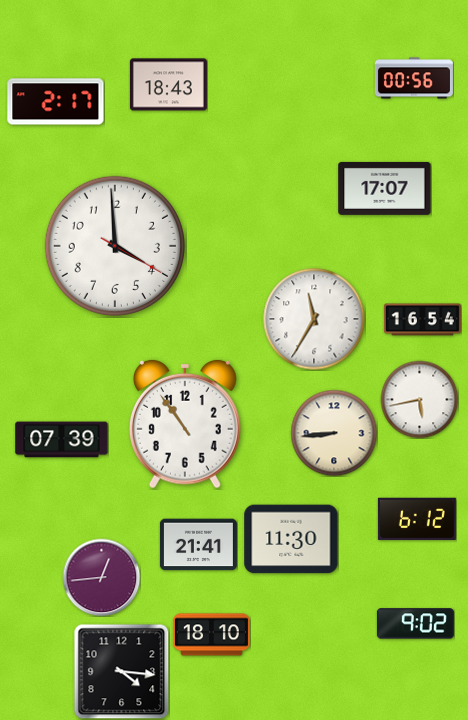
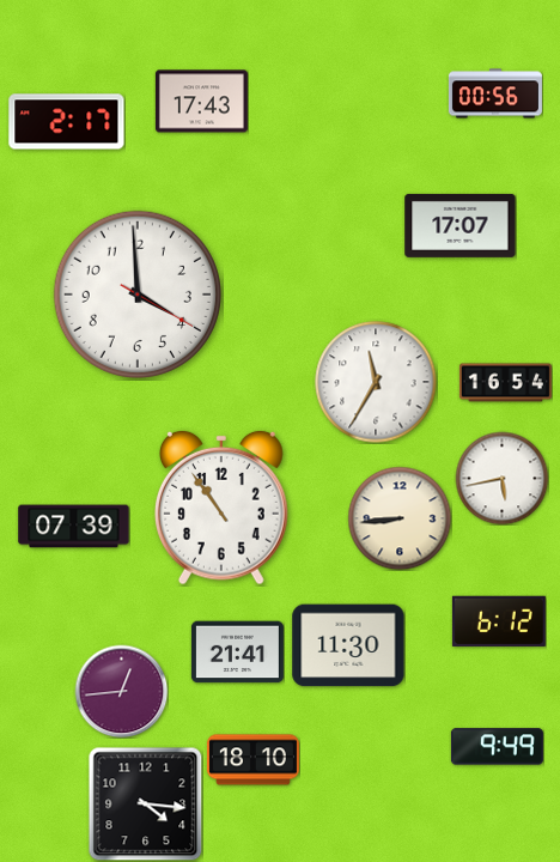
clock at (168, 85): 18:43 -> 17:43
clock at (415, 624): 9:02 -> 9:49
